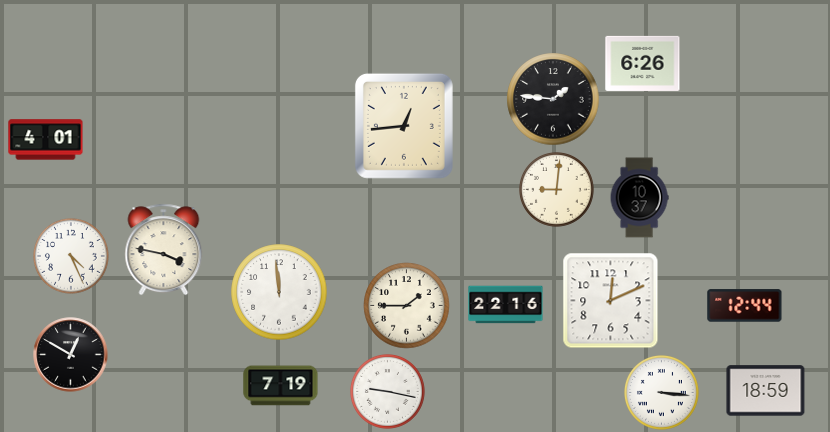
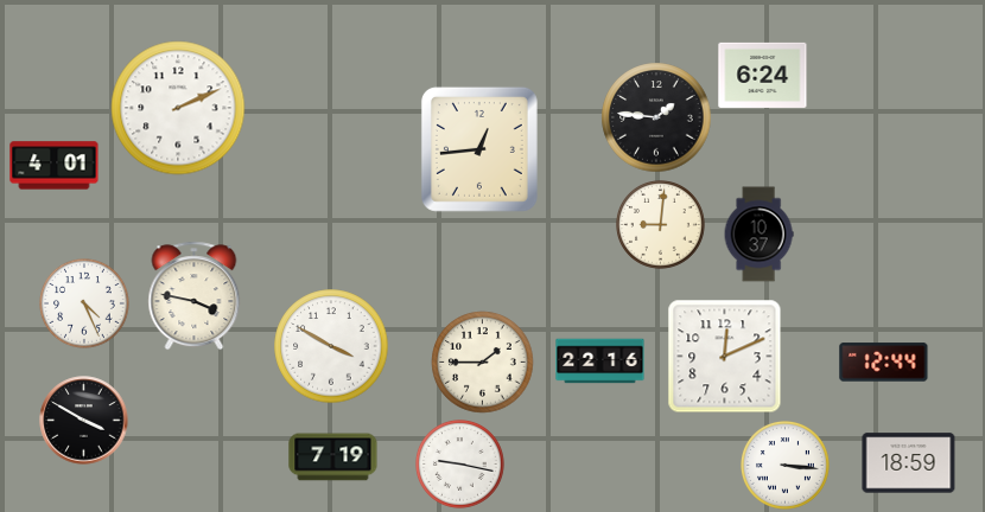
clock at (643, 63): 6:26 -> 6:24
clock at (178, 108): none -> 2:11
clock at (279, 292): 11:59 -> 3:50
clock at (71, 355): 12:50 -> 3:50
